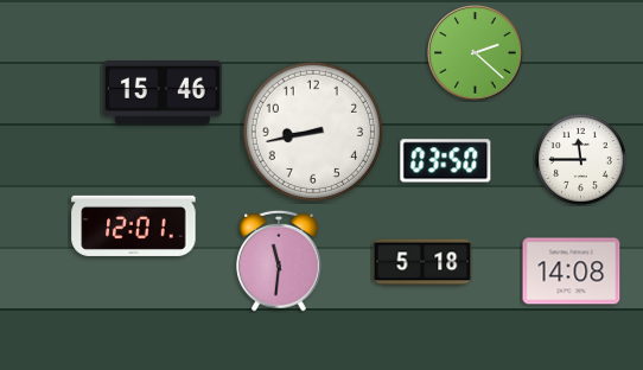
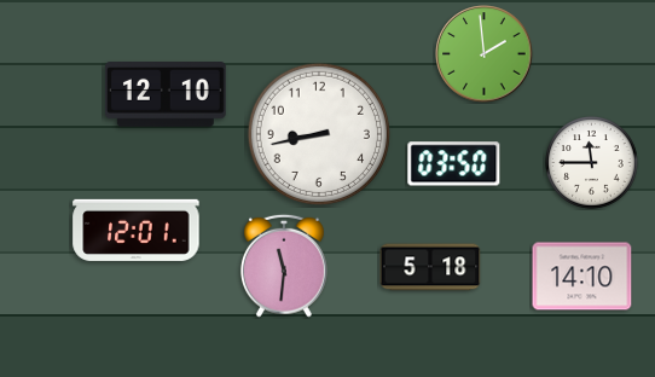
clock at (476, 53): 2:22 -> 1:59
clock at (163, 94): 15:46 -> 12:10
clock at (572, 272): 14:08 -> 14:10
